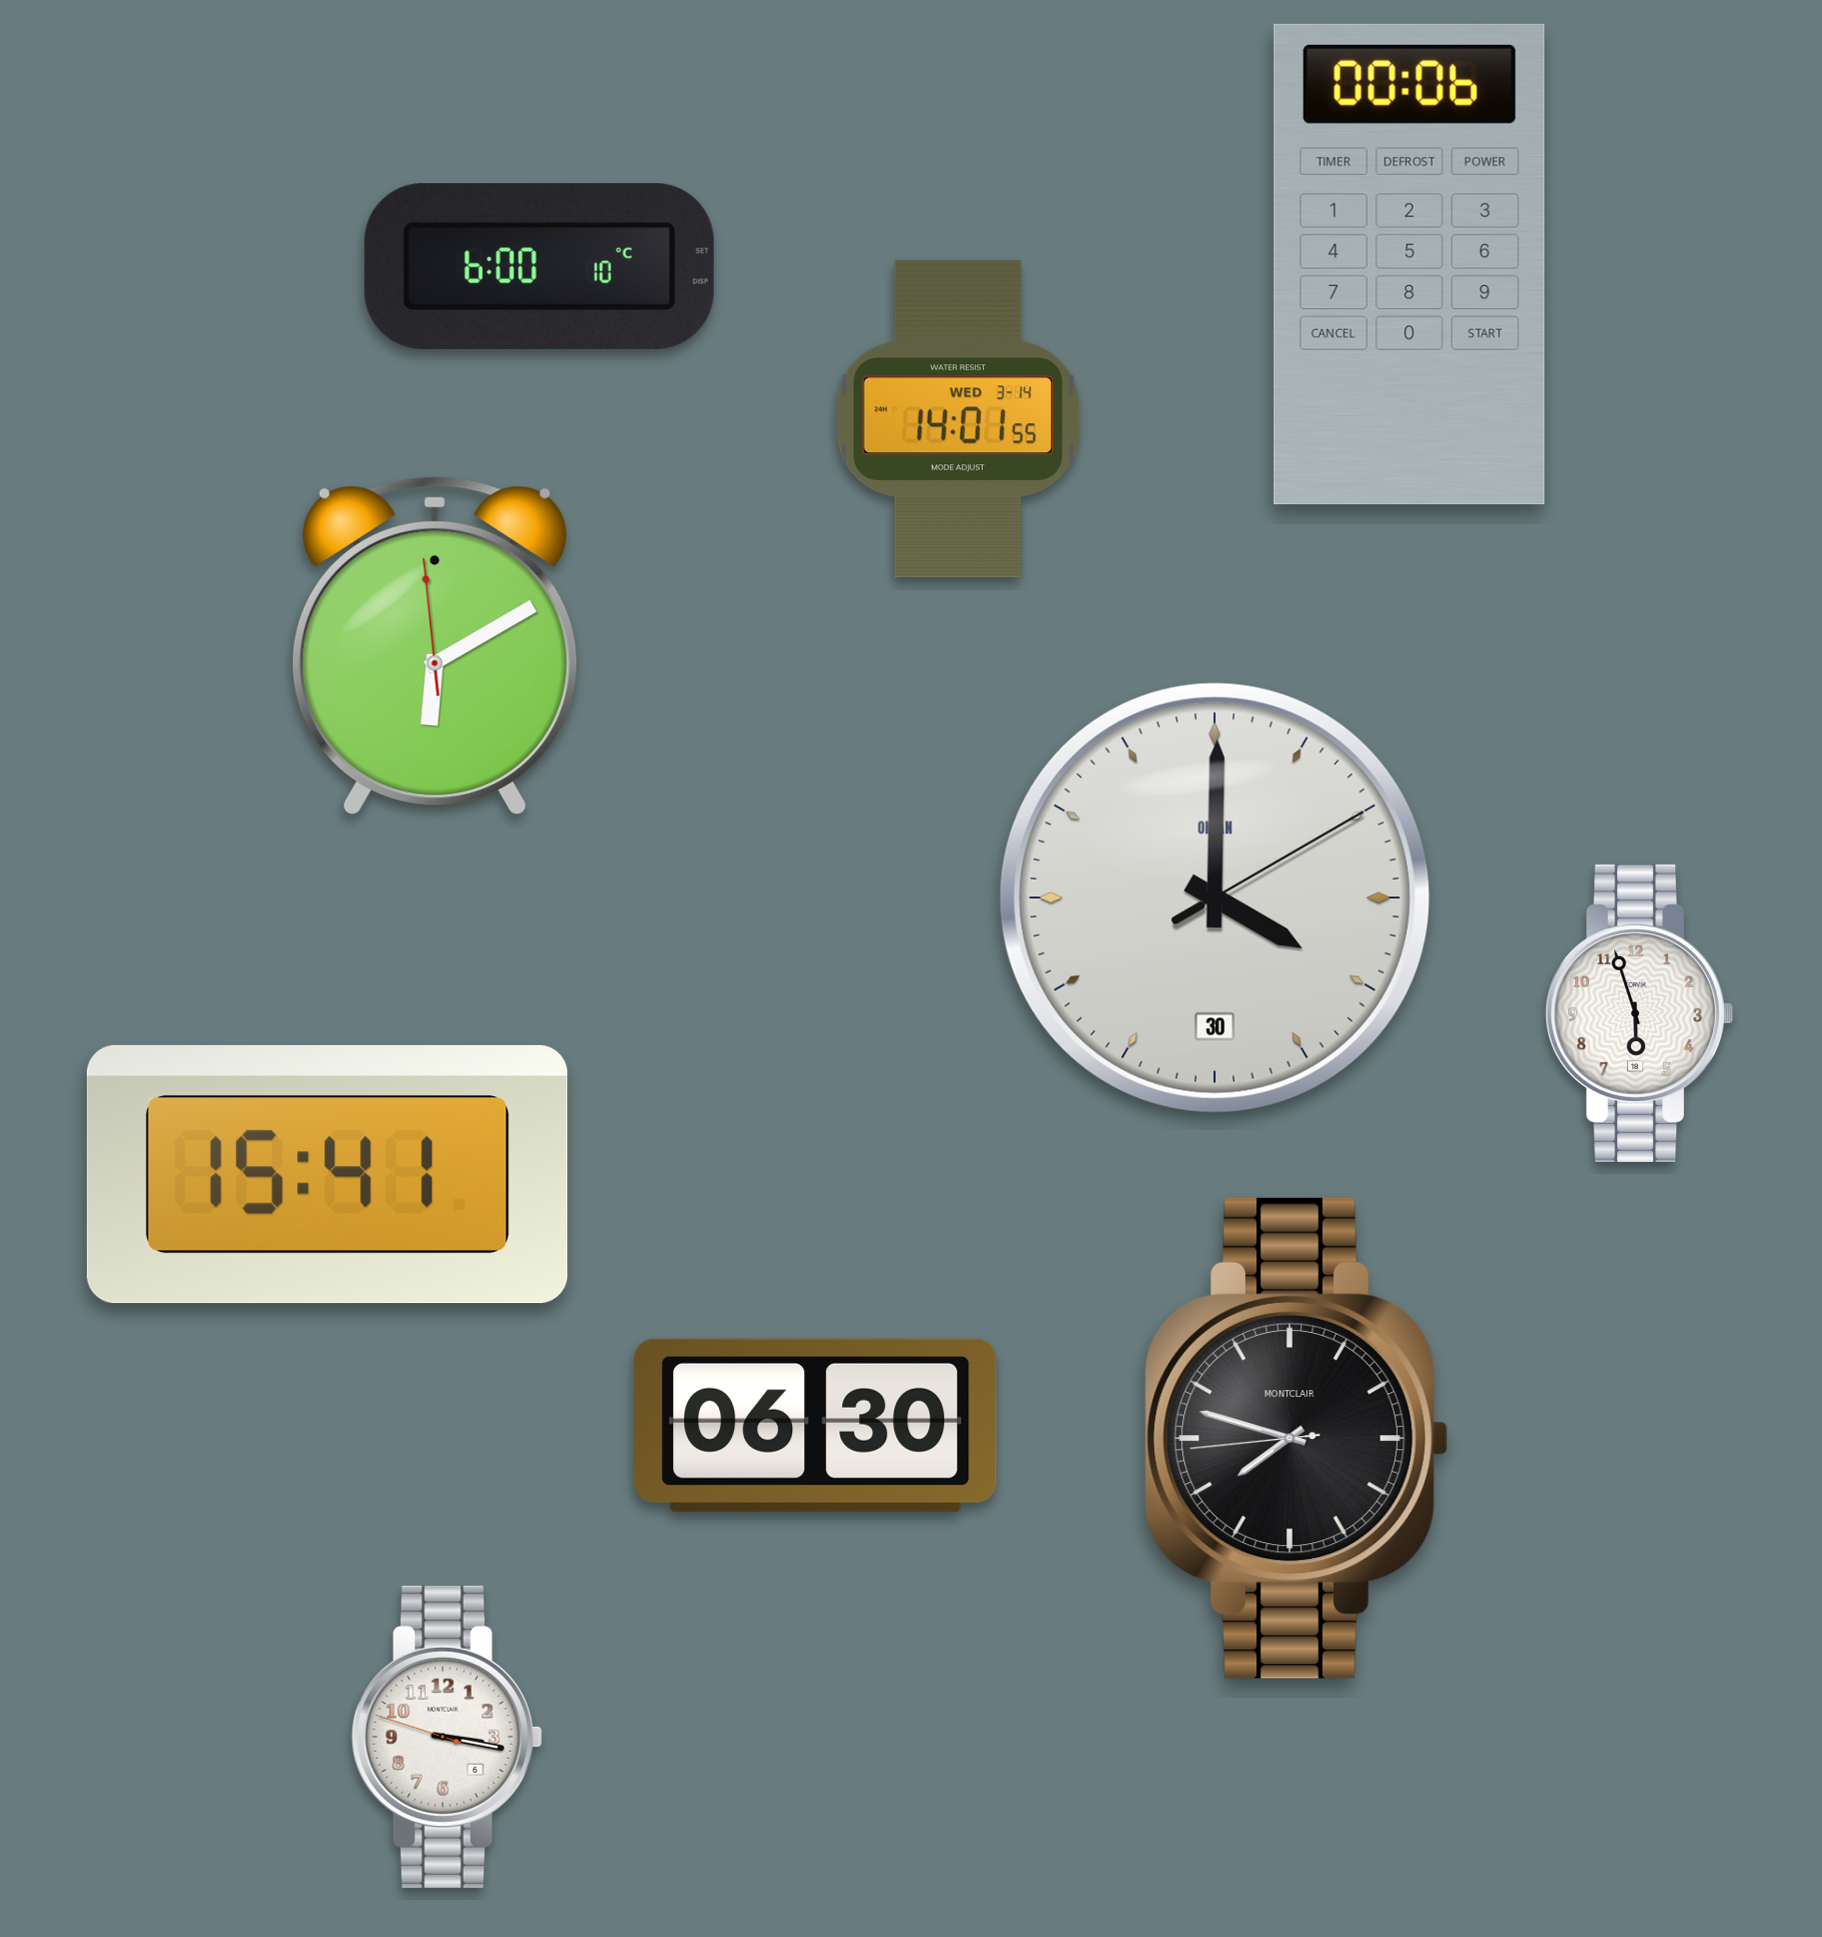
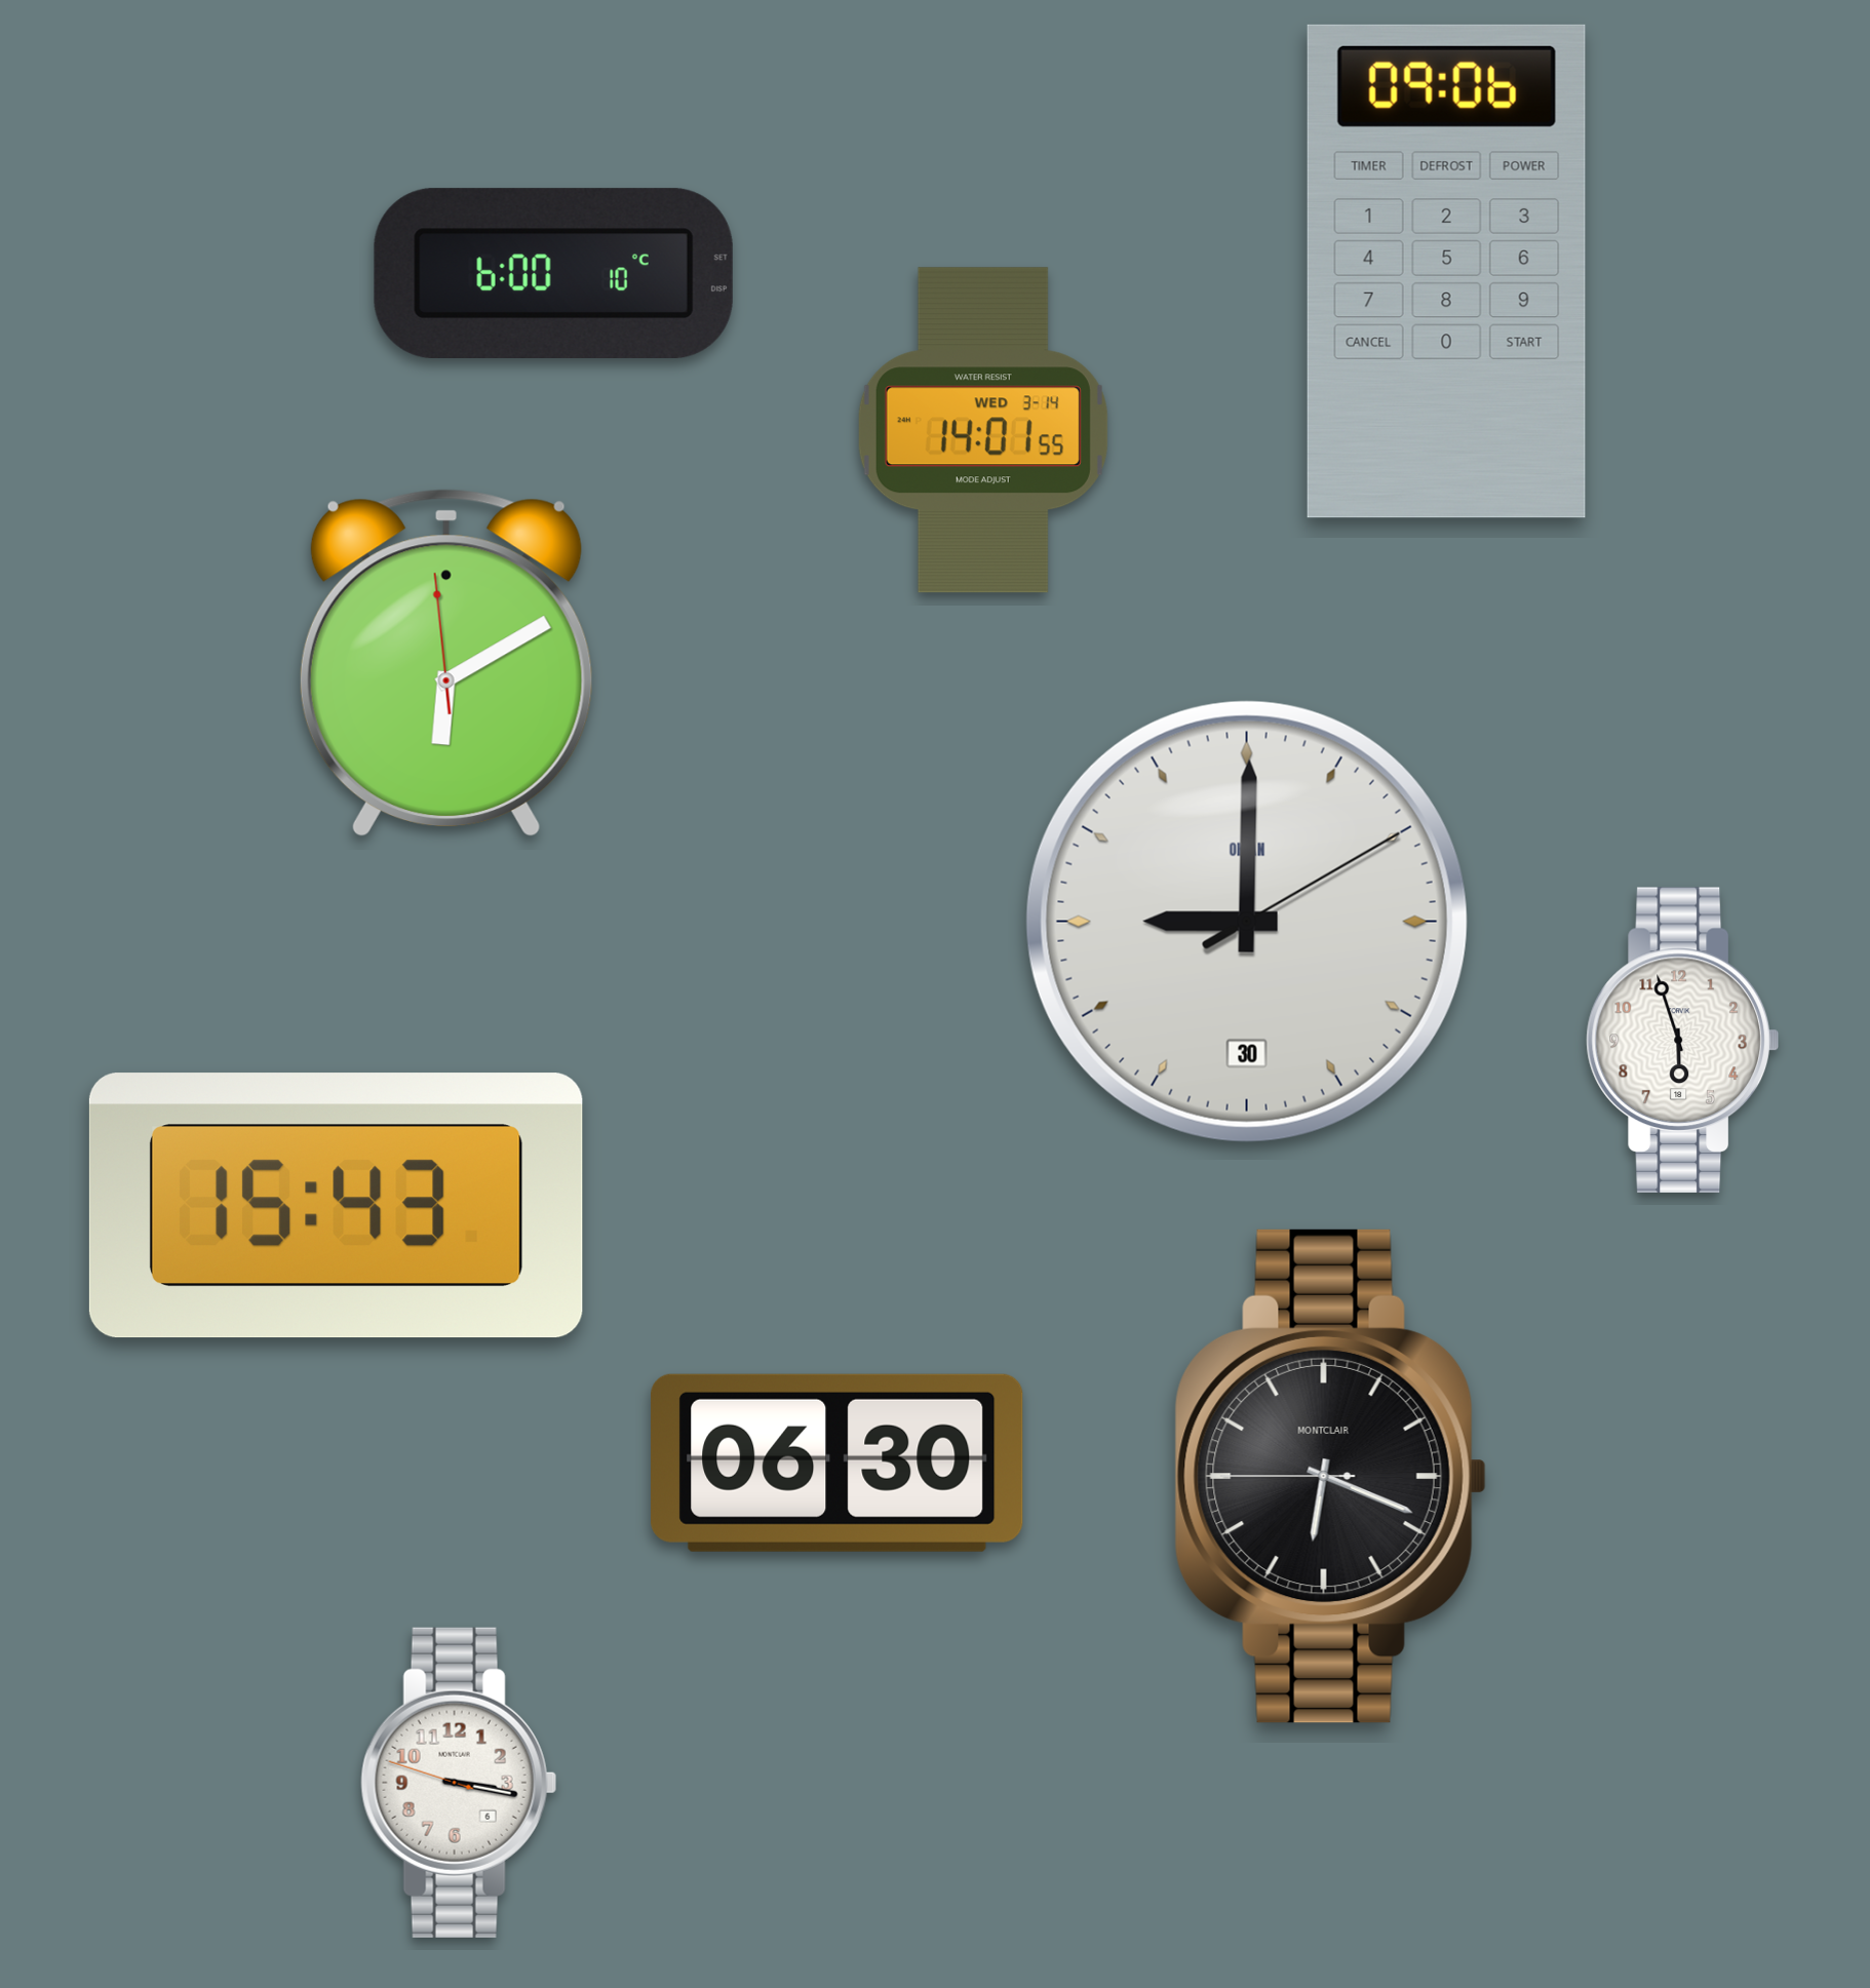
clock at (1409, 264): 00:06 -> 09:06
clock at (1215, 898): 4:00 -> 9:00
clock at (327, 1175): 15:41 -> 15:43
clock at (1296, 1438): 7:47 -> 6:18
